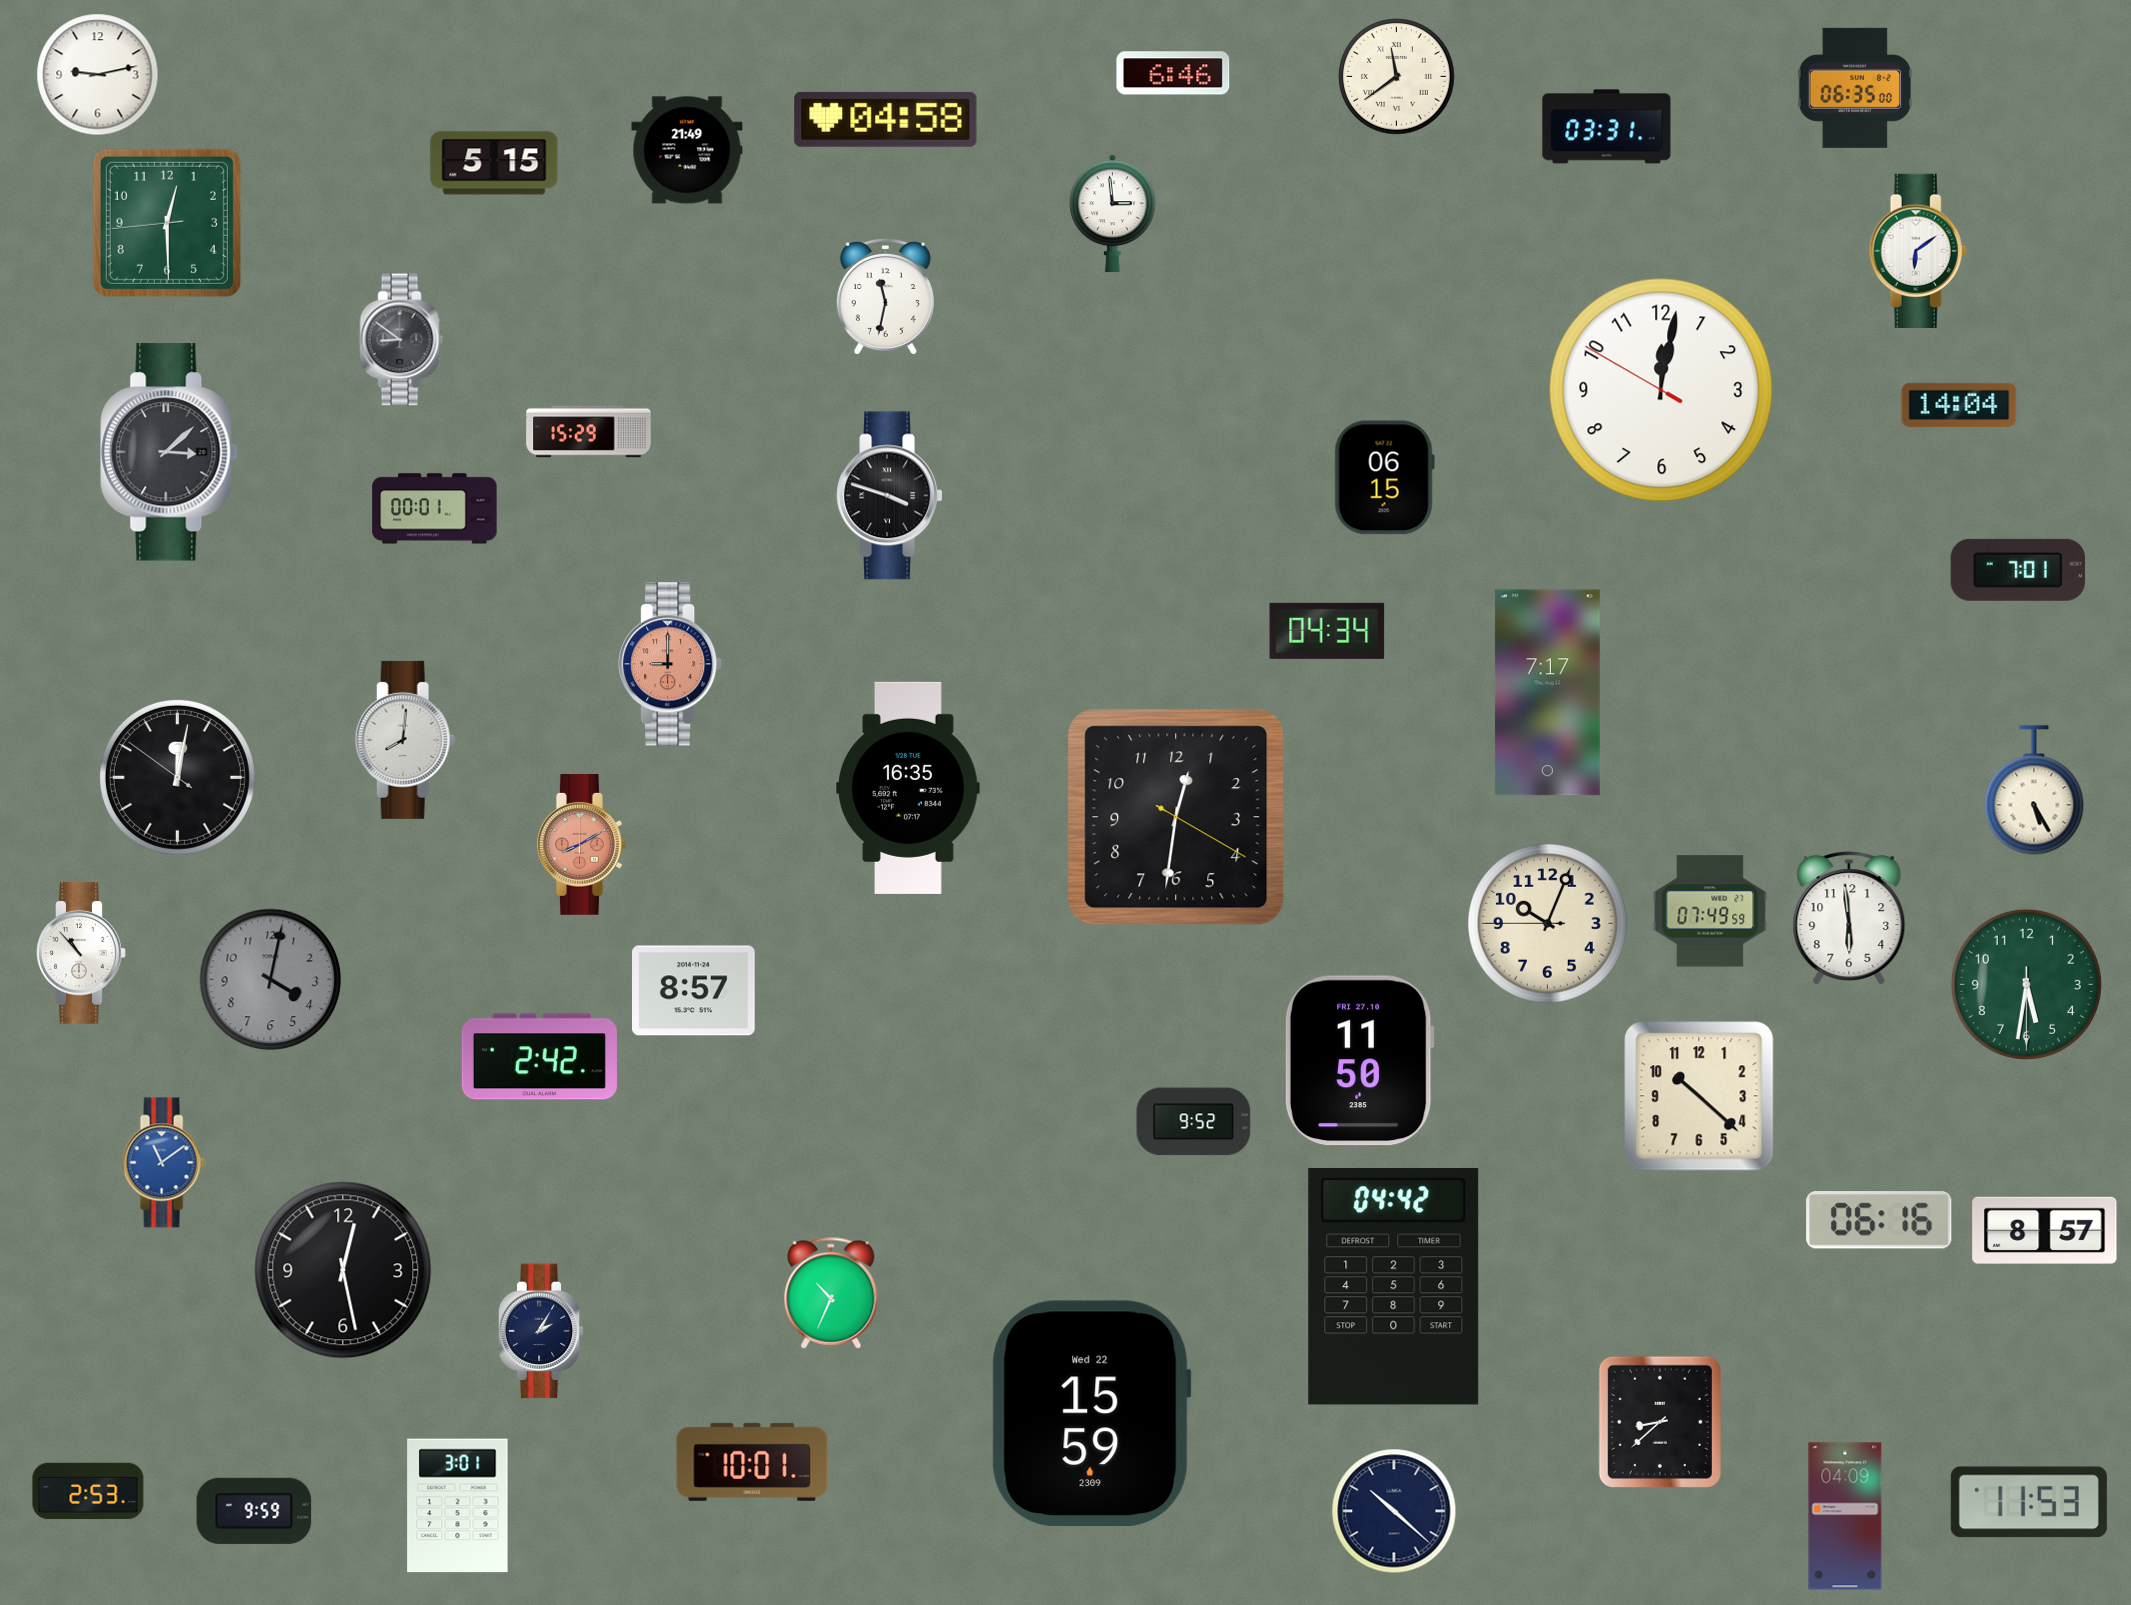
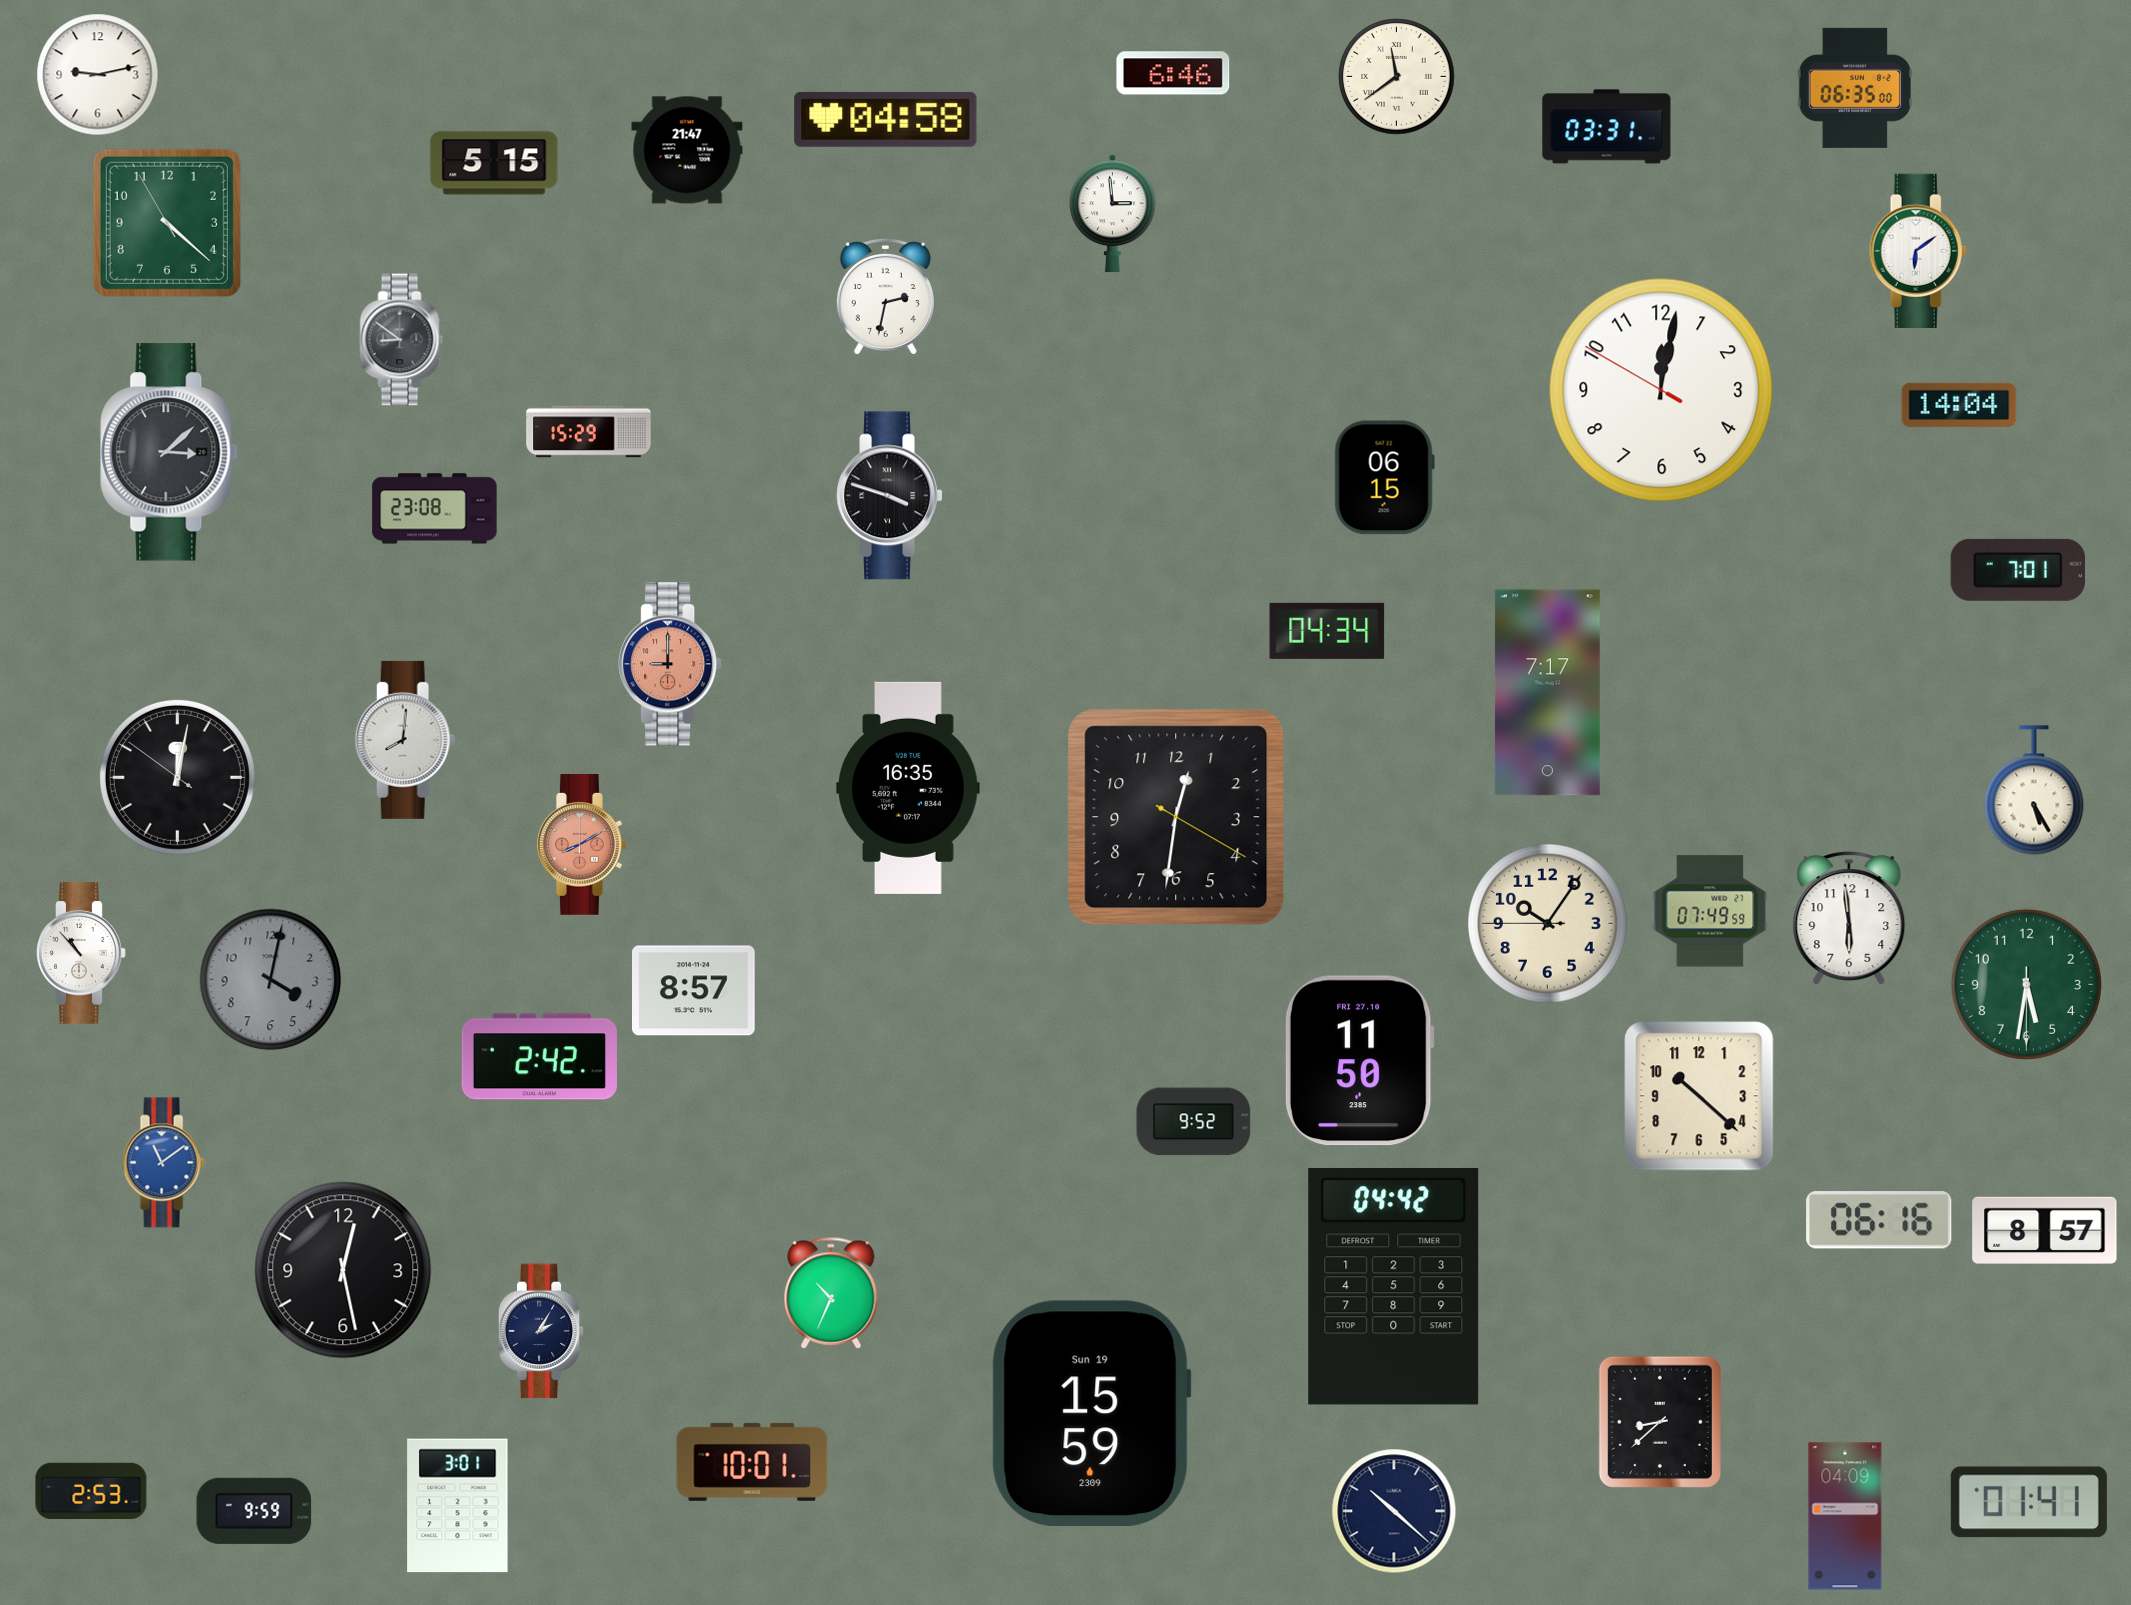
clock at (687, 150): 21:49 -> 21:47
clock at (167, 223): 12:29 -> 4:21
clock at (885, 297): 11:32 -> 2:32
clock at (435, 509): 00:01 -> 23:08
clock at (1548, 924): 10:03 -> 10:05
clock at (1091, 1413) date: Wed 22 -> Sun 19
clock at (88, 1491) position: (88, 1491) -> (91, 1491)
clock at (2029, 1502): 11:53 -> 01:41
